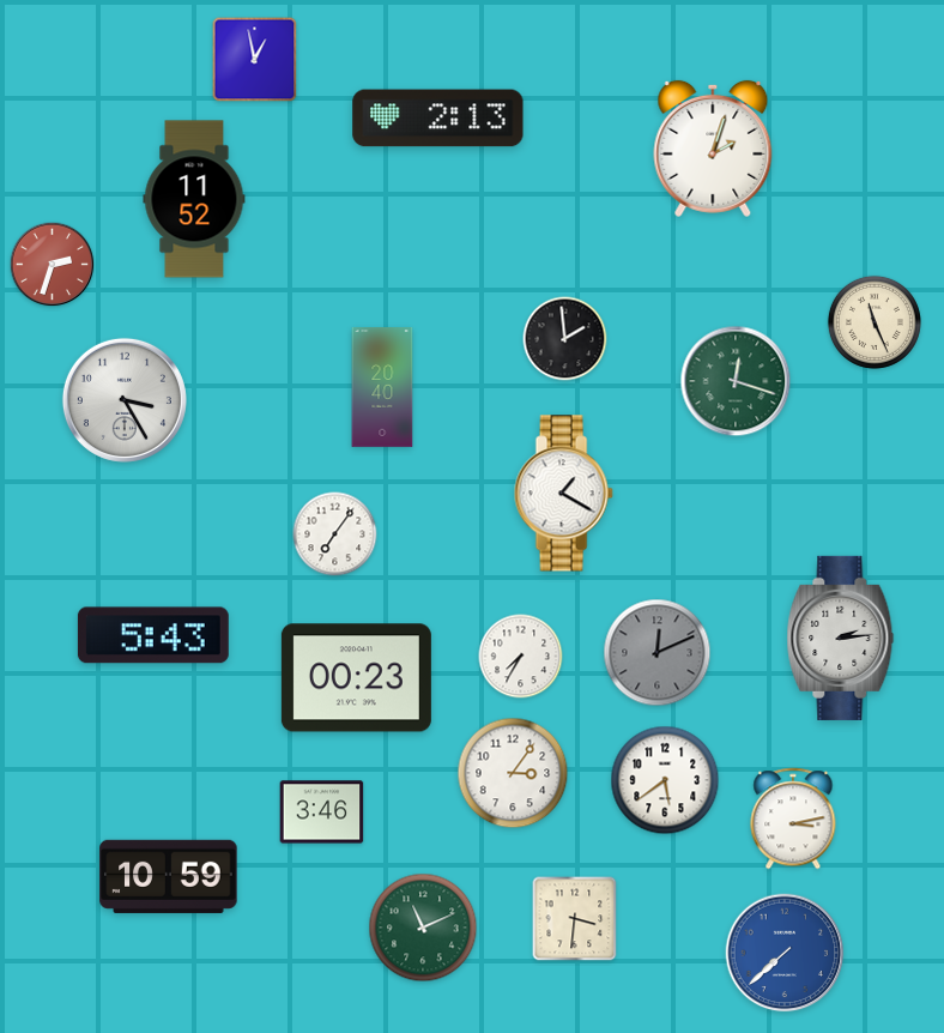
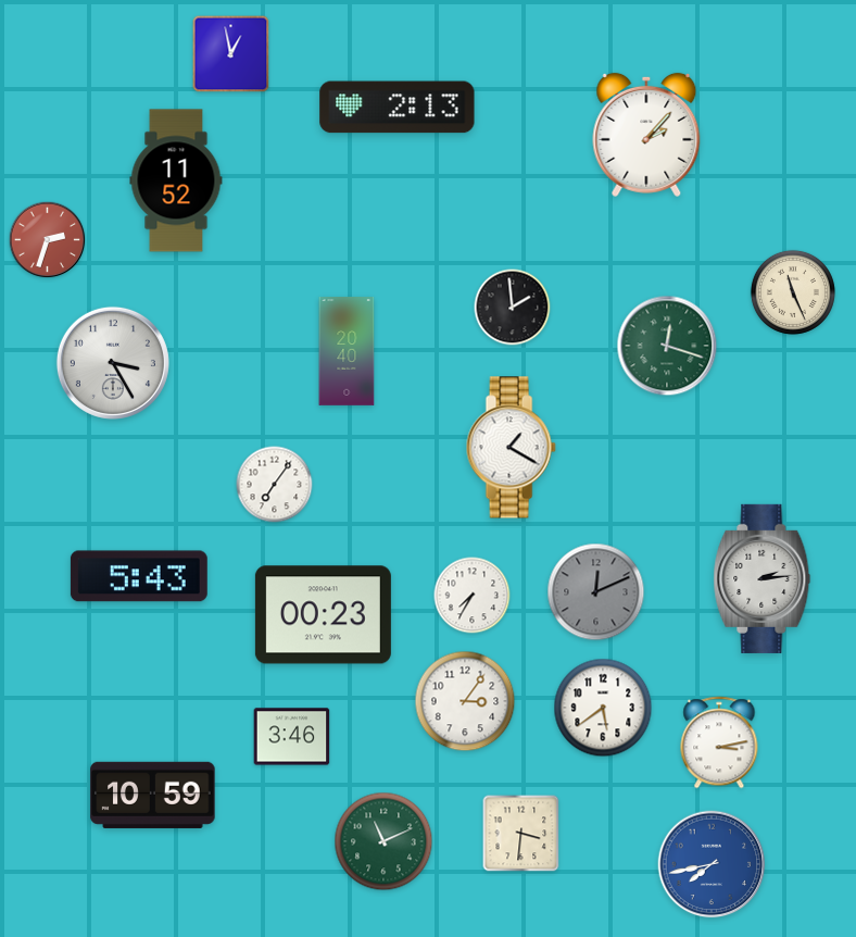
clock at (713, 149): 2:03 -> 2:07
clock at (335, 534) position: (335, 534) -> (275, 485)
clock at (785, 953): 7:38 -> 7:43
